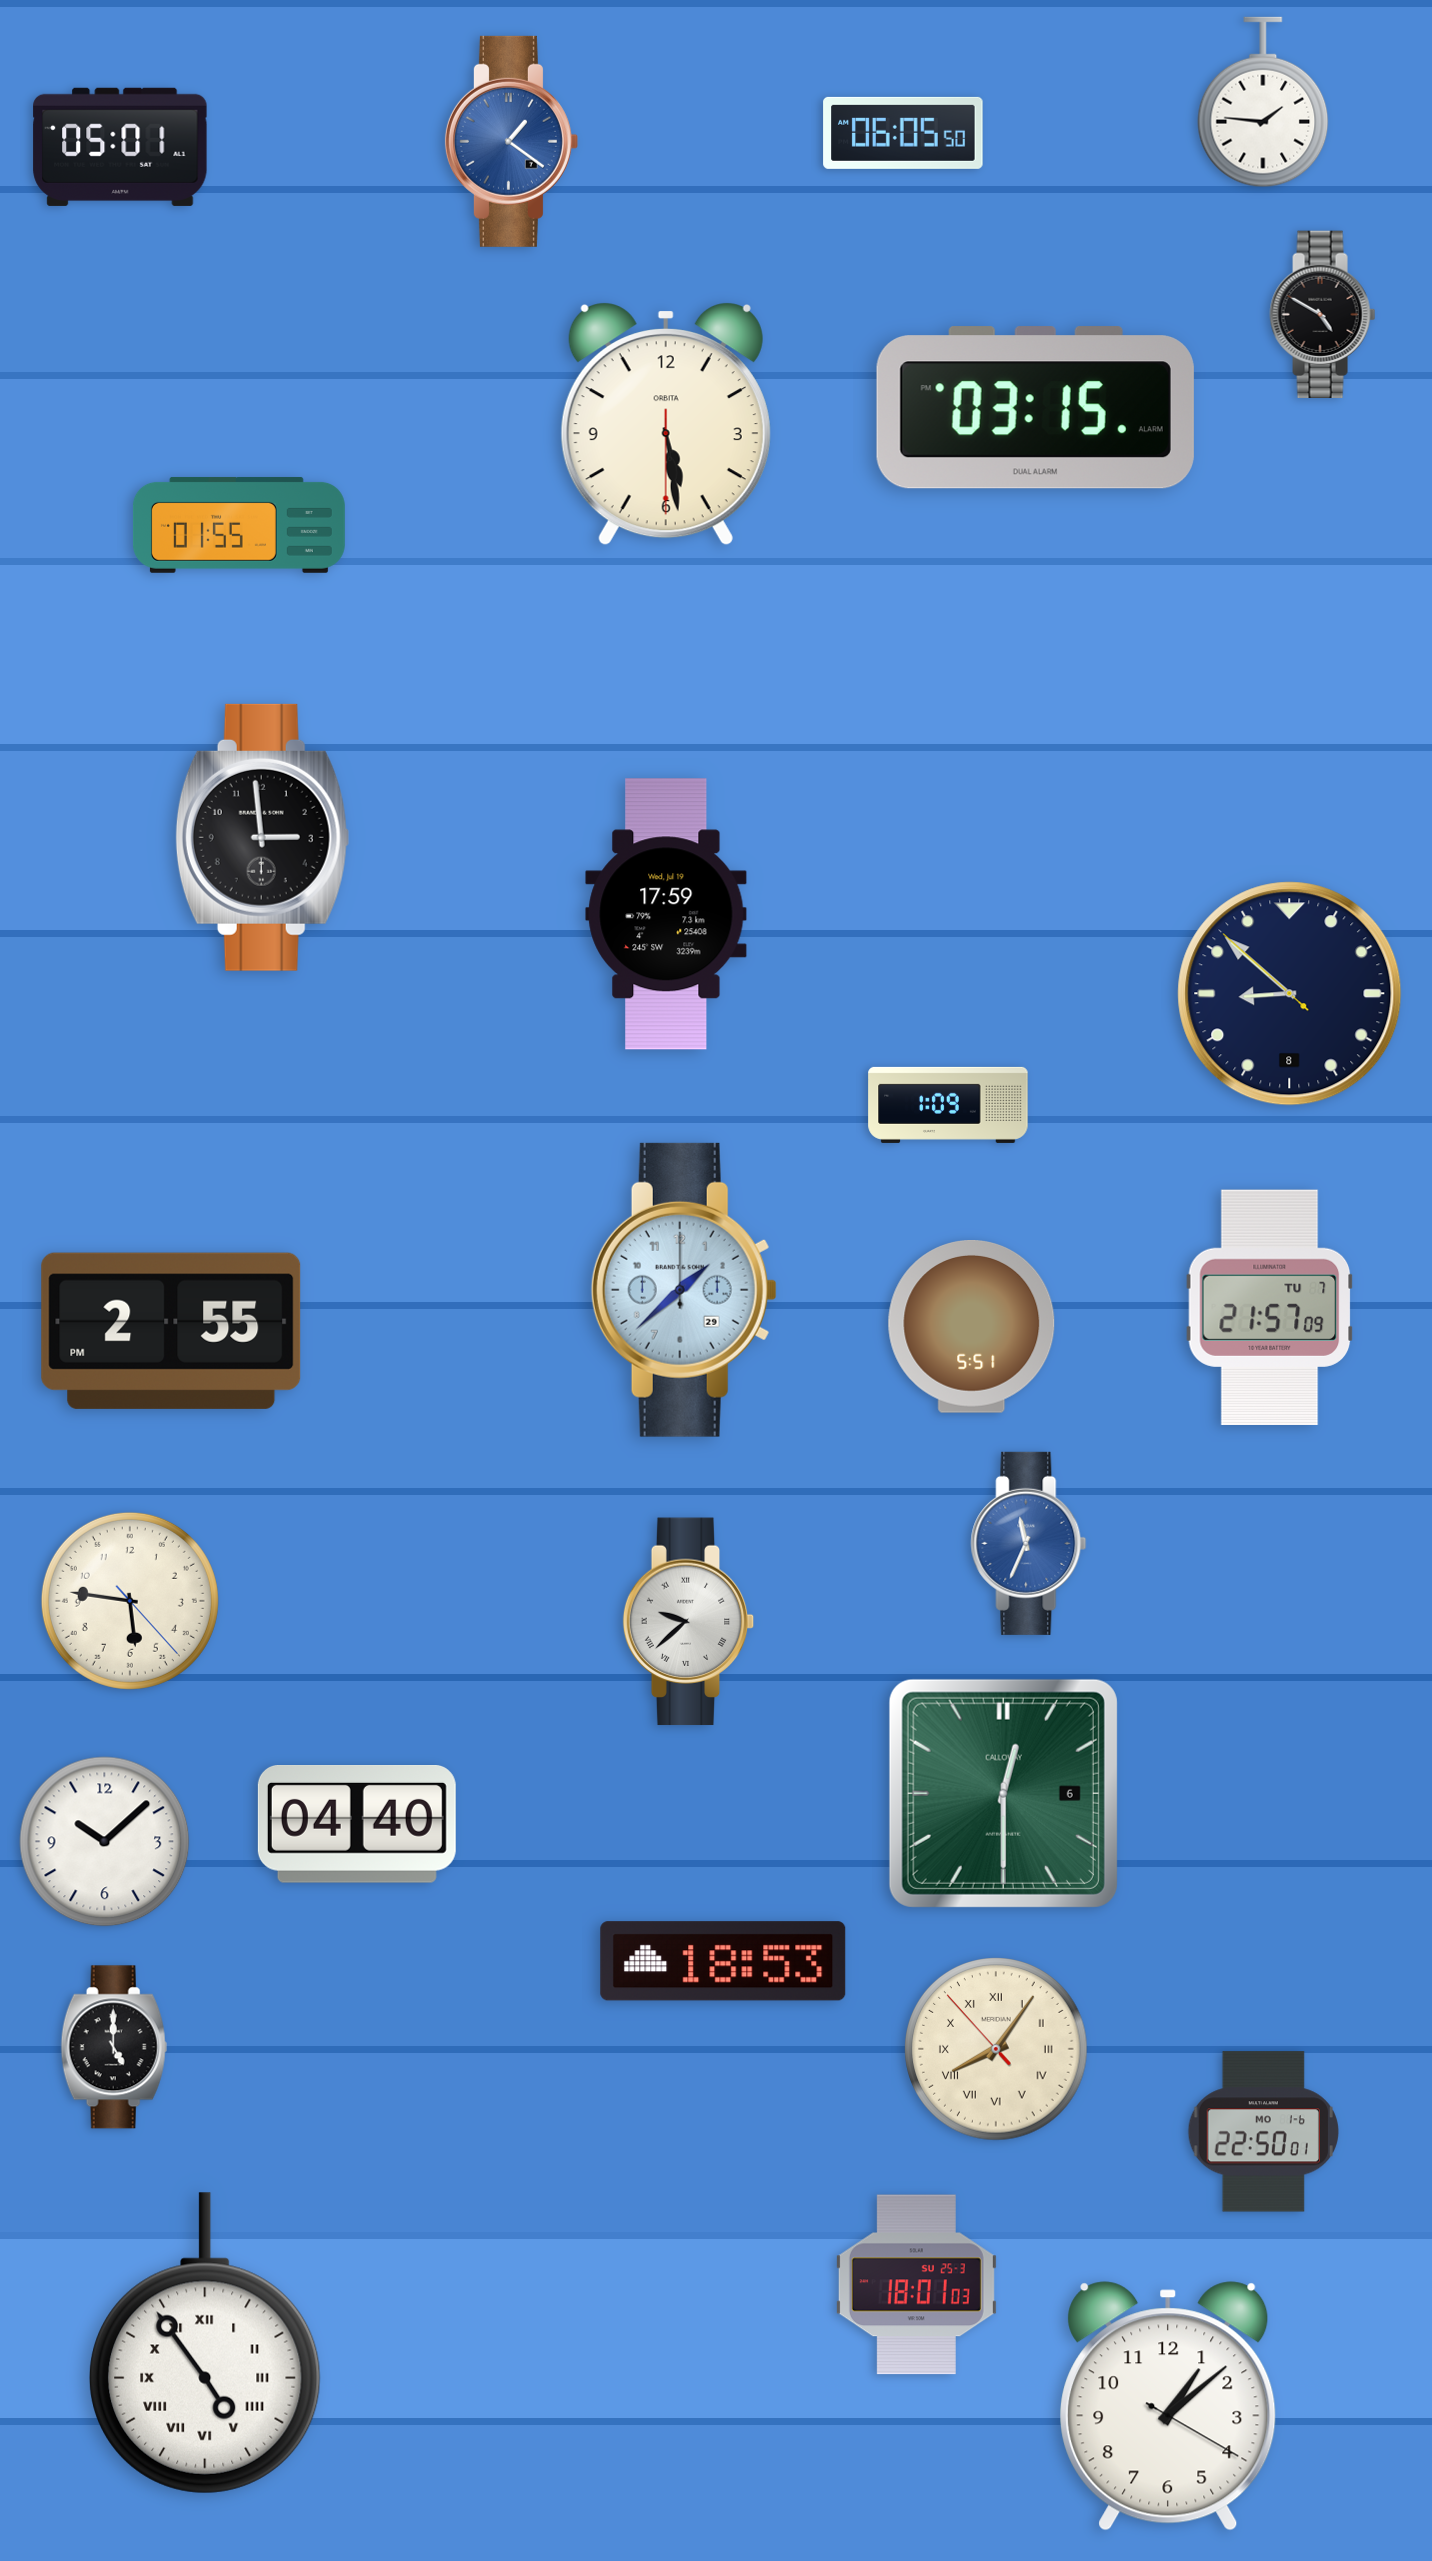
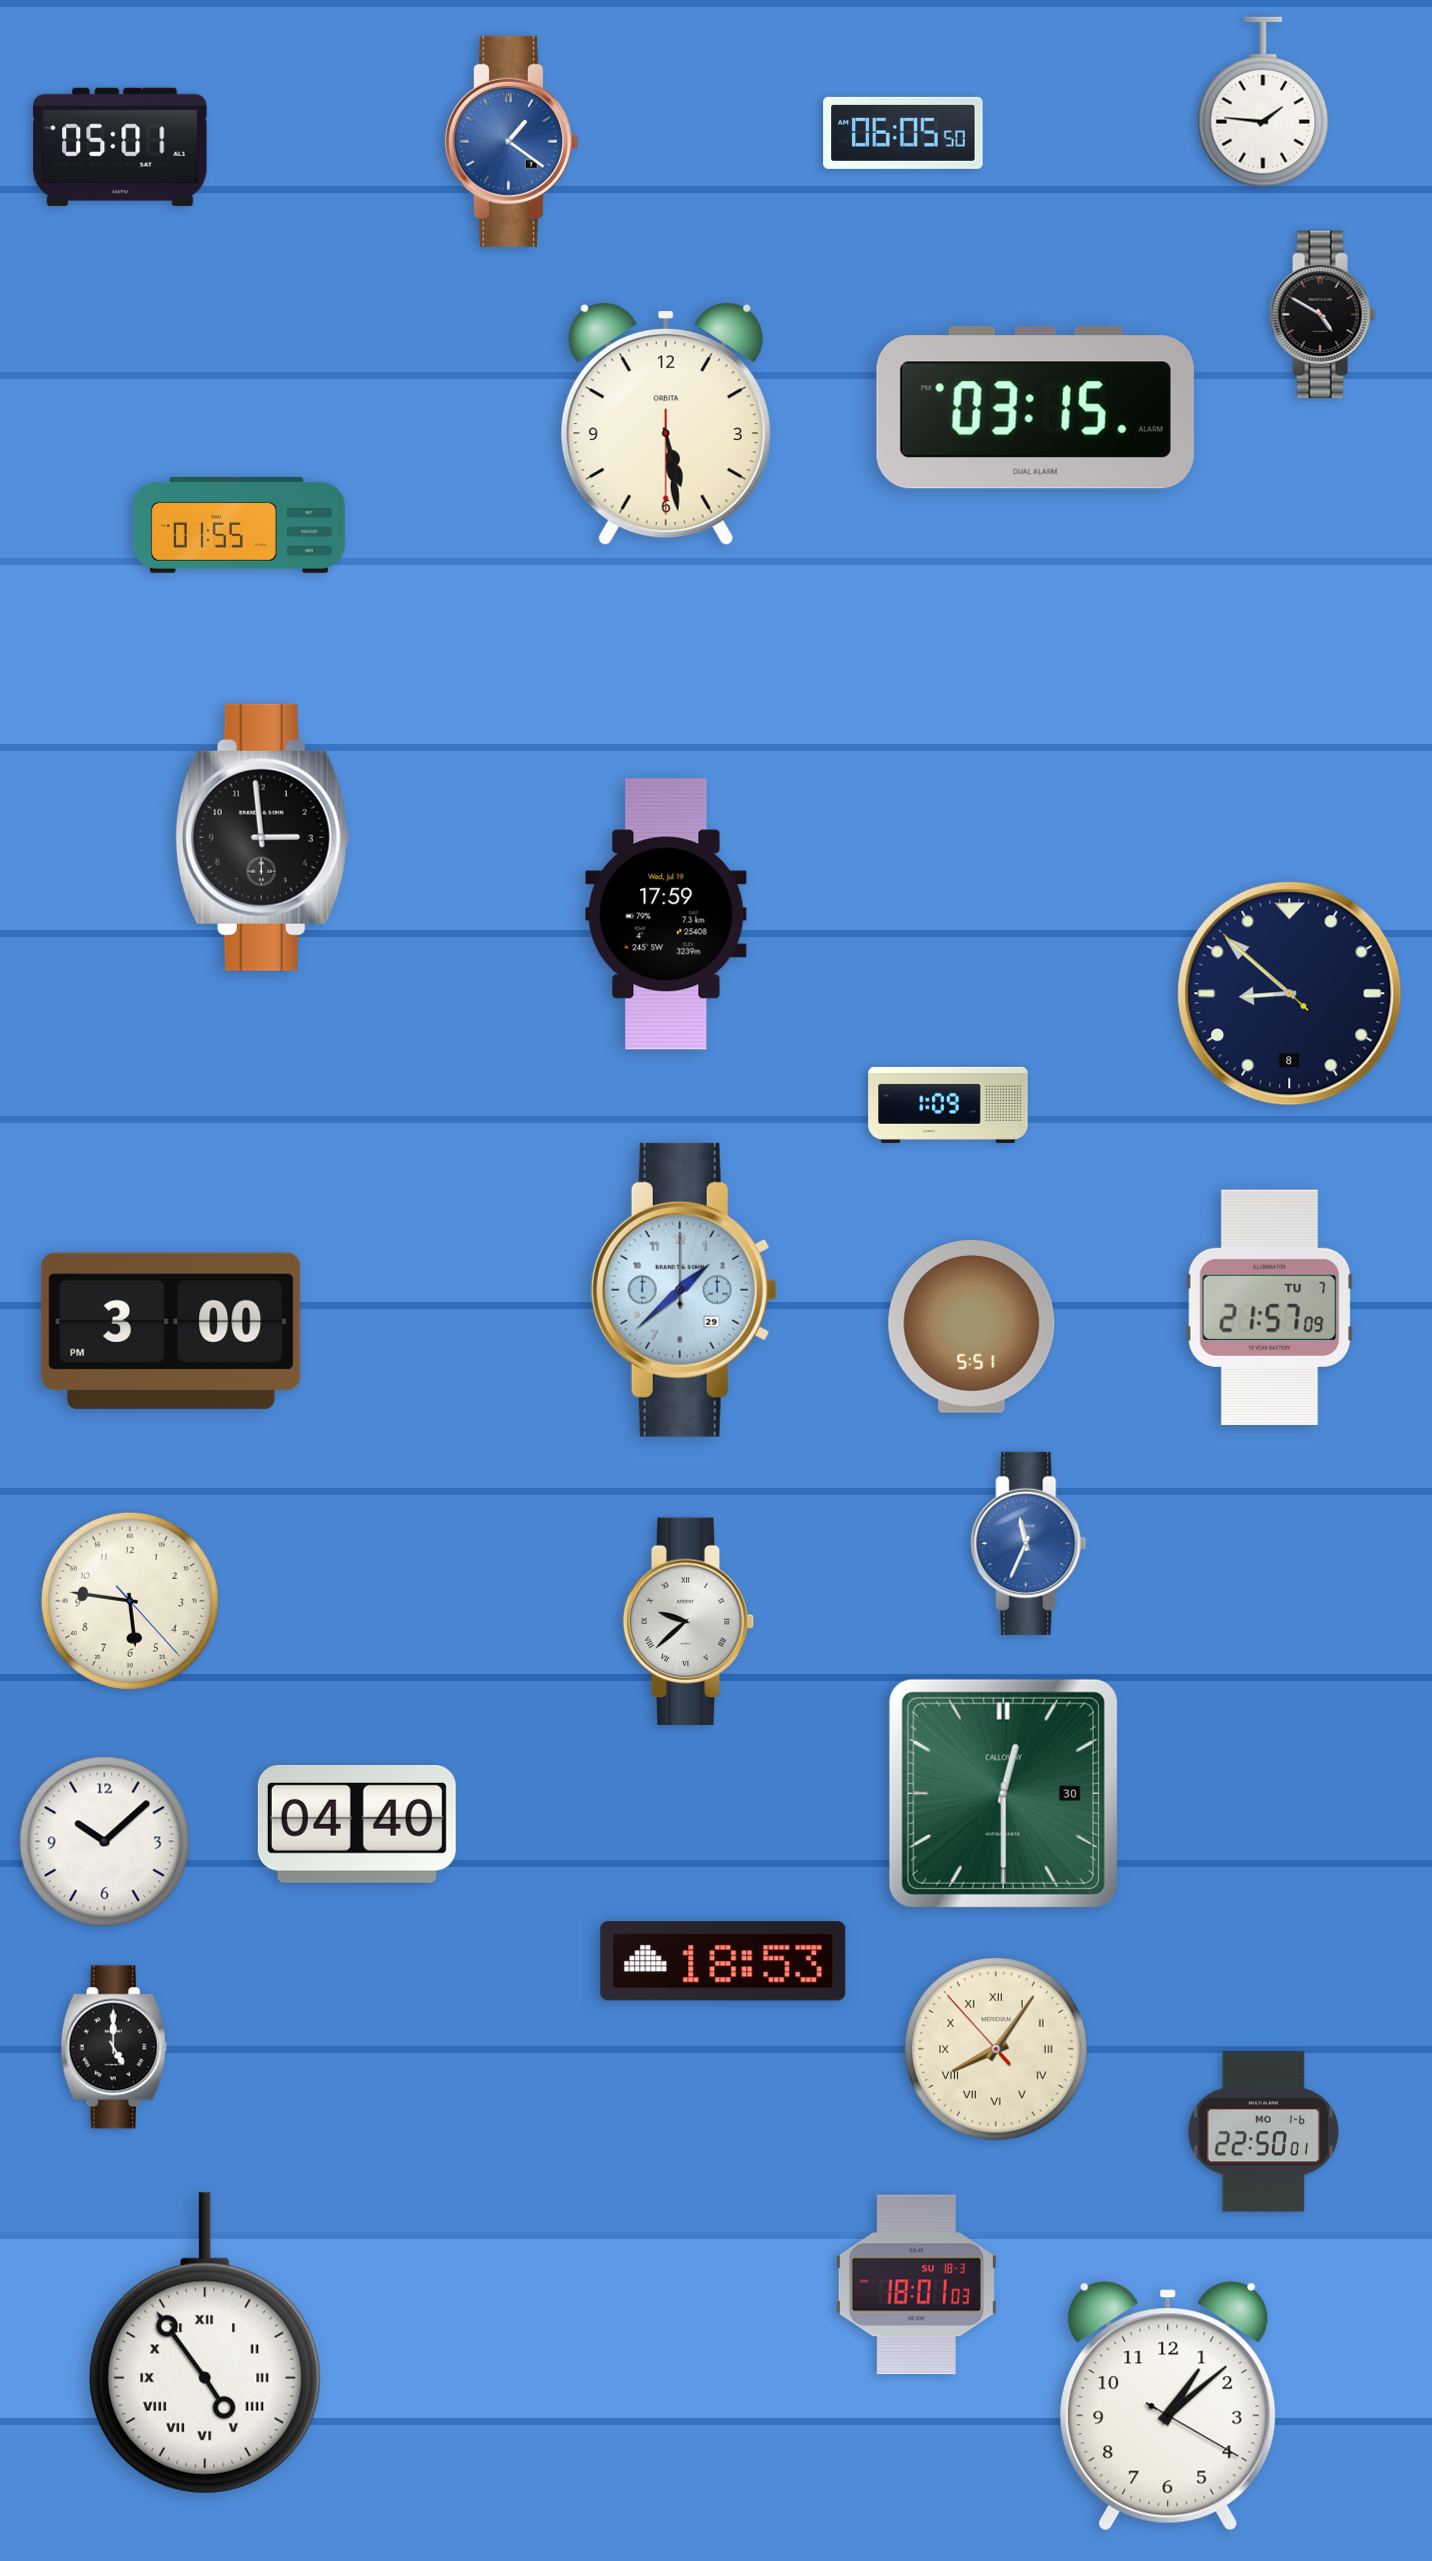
clock at (171, 1331): 2:55 -> 3:00
clock at (1003, 1793) date: 6 -> 30
clock at (916, 2285) date: SU 25-3 -> SU 18-3
